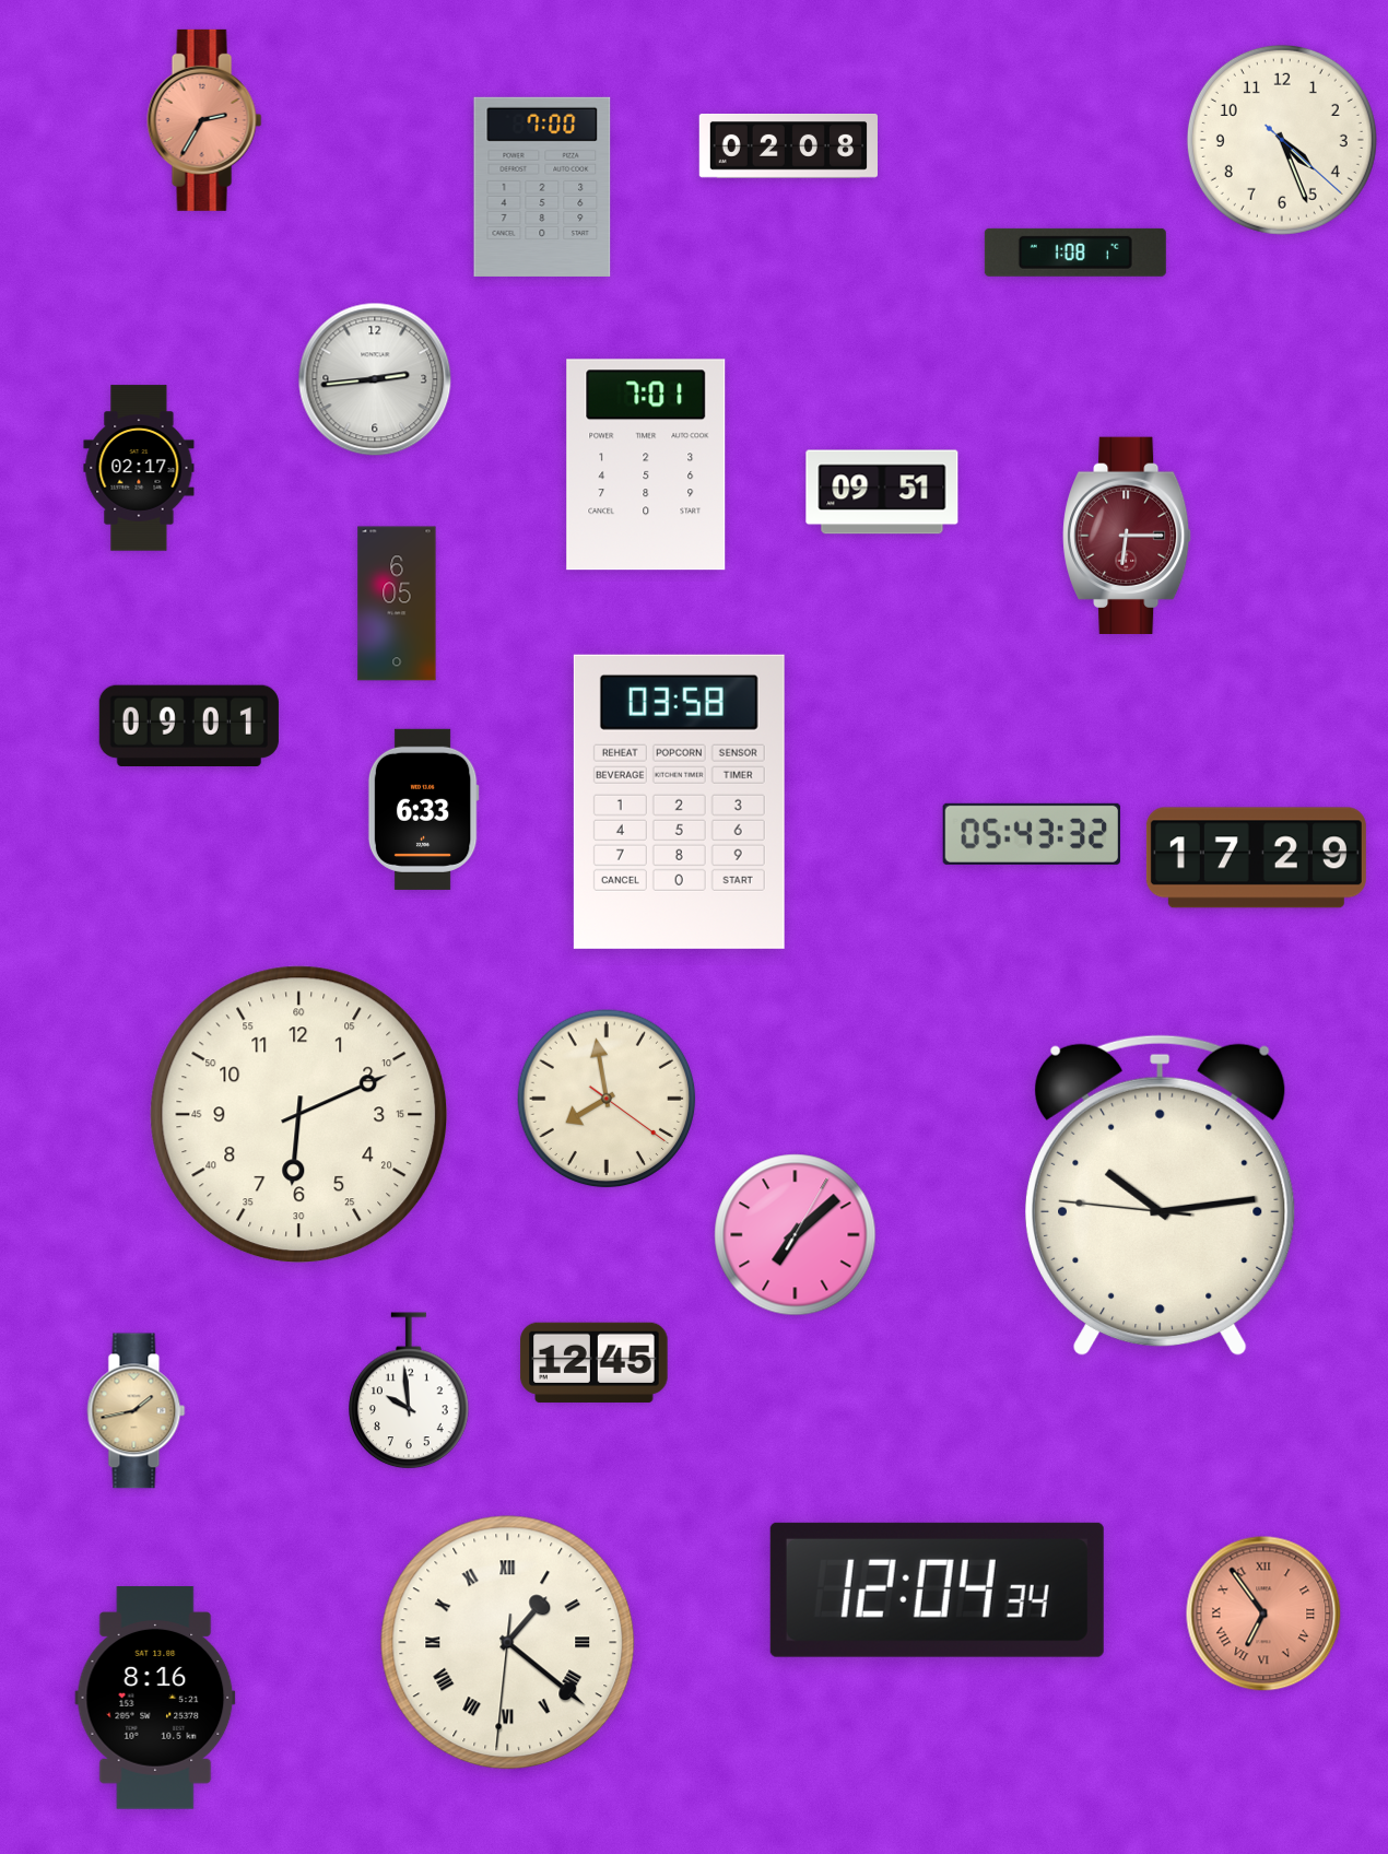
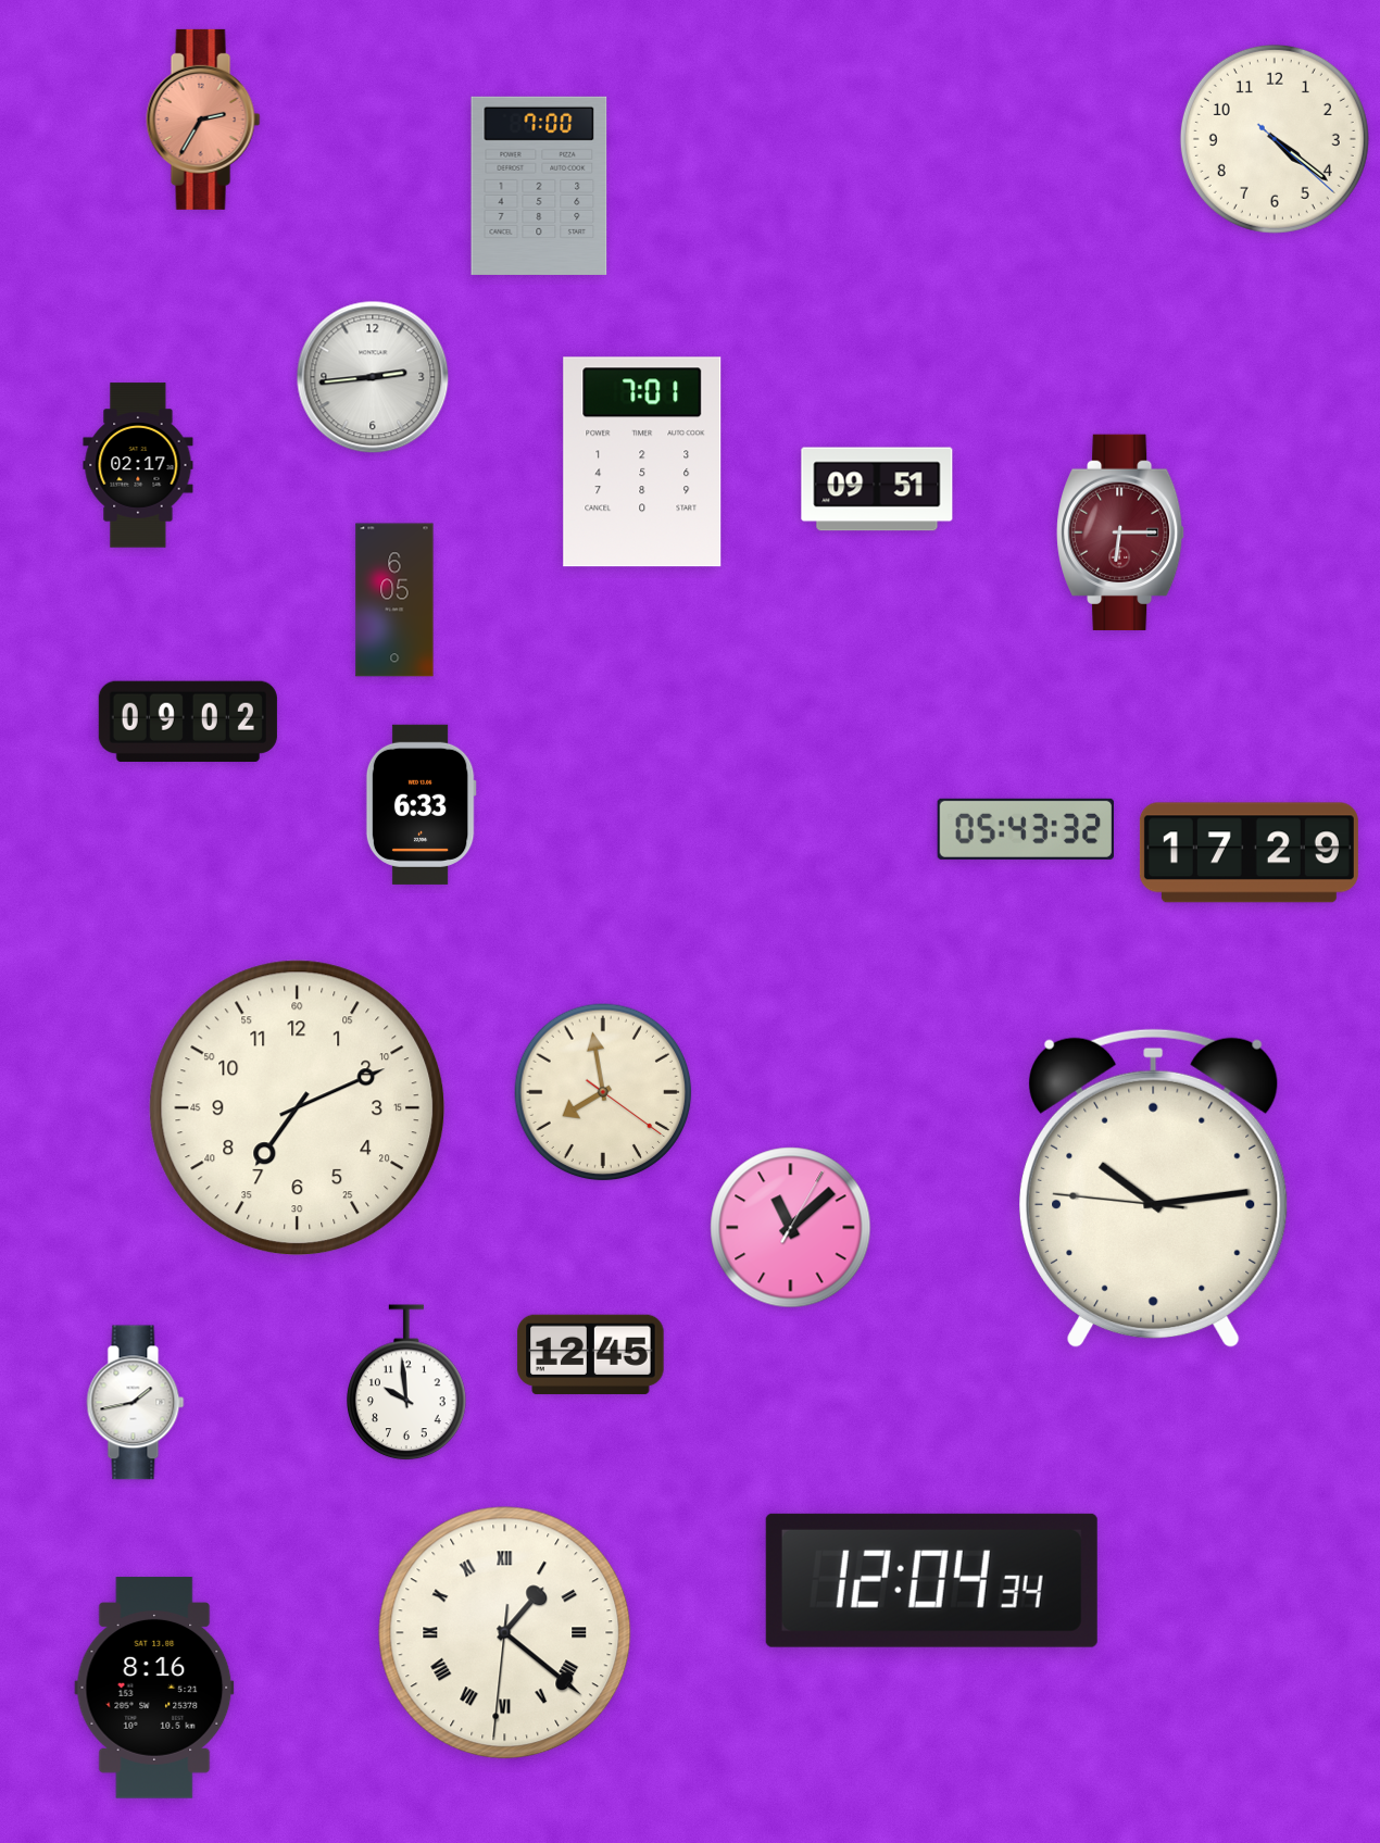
clock at (1282, 140): 4:26 -> 4:21
clock at (788, 146): 02:08 -> none
clock at (1075, 253): 1:08 -> none
clock at (189, 725): 09:01 -> 09:02
clock at (679, 801): 03:58 -> none
clock at (299, 1115): 6:11 -> 7:11
clock at (796, 1235): 7:08 -> 11:08
clock at (137, 1411) dial: champagne -> white
clock at (1263, 1614): 6:54 -> none
